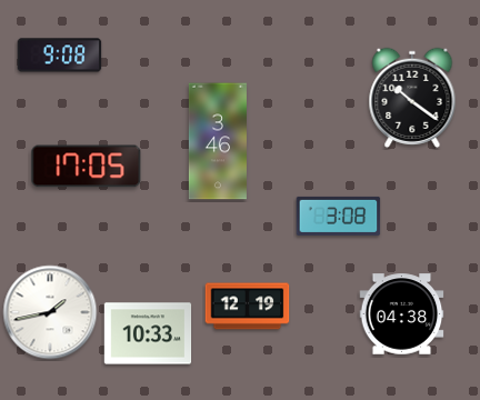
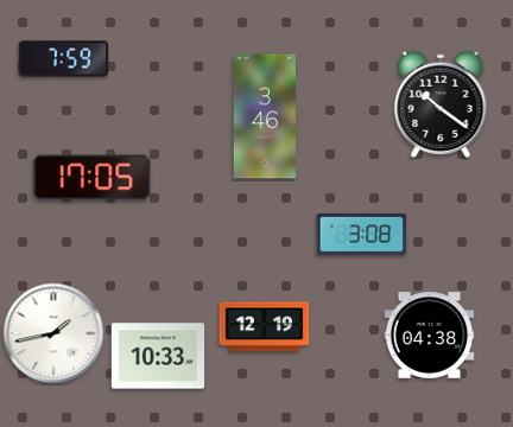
clock at (60, 56): 9:08 -> 7:59
clock at (218, 141) position: (218, 141) -> (265, 116)
clock at (339, 216) position: (339, 216) -> (362, 234)
